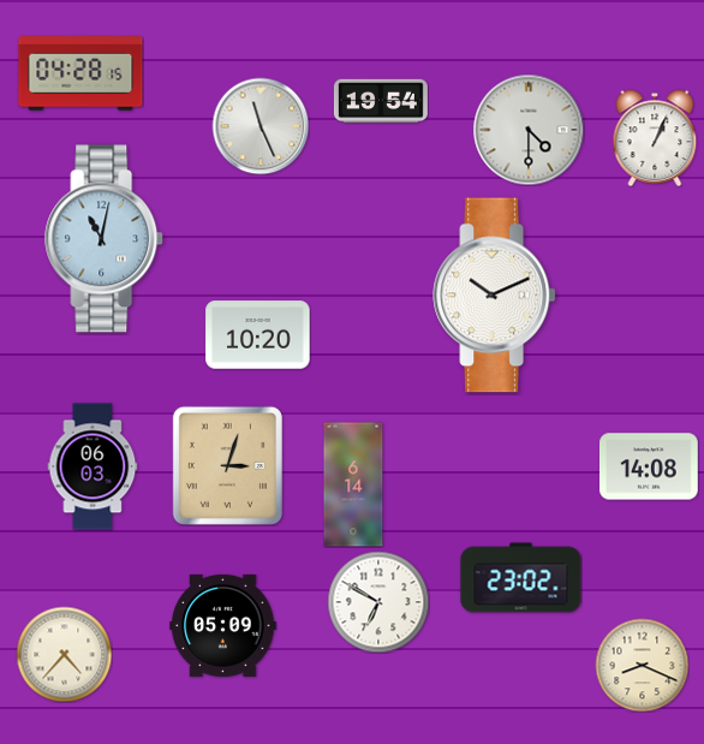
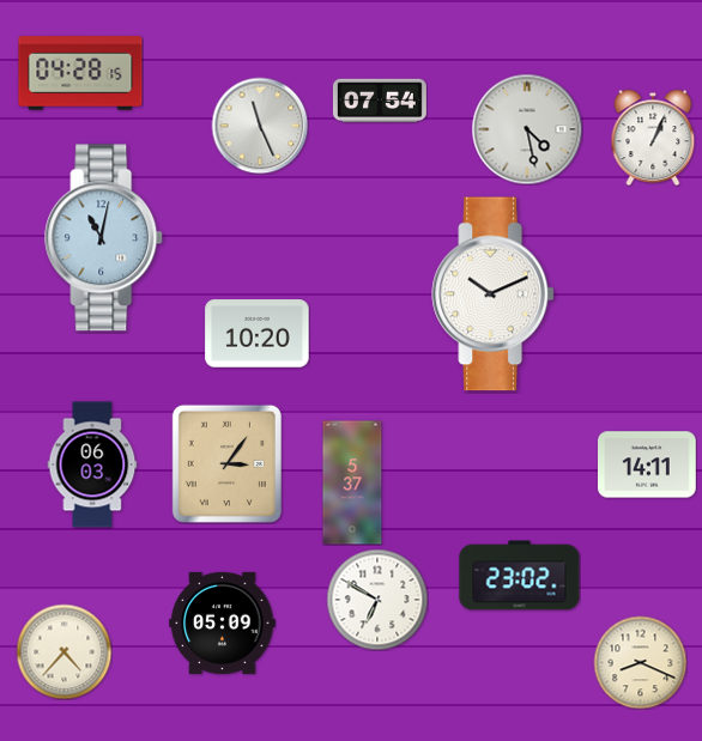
clock at (381, 101): 19:54 -> 07:54
clock at (529, 130): 4:30 -> 4:28
clock at (227, 465): 3:03 -> 3:06
clock at (650, 466): 14:08 -> 14:11
clock at (353, 484): 6:14 -> 5:37
